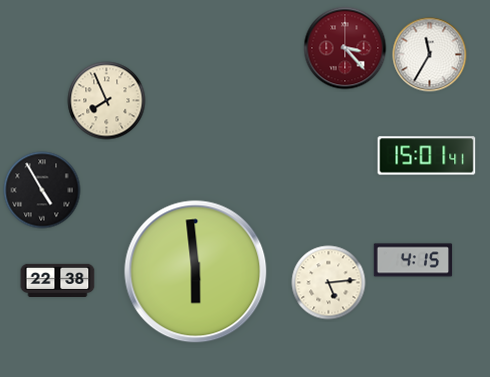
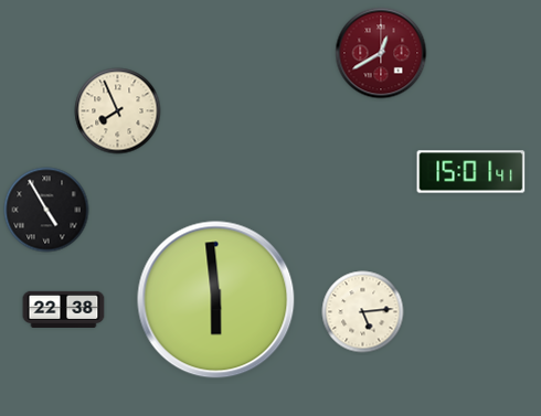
clock at (345, 48): 3:23 -> 12:40
clock at (430, 55): 11:35 -> none
clock at (413, 260): 4:15 -> none
